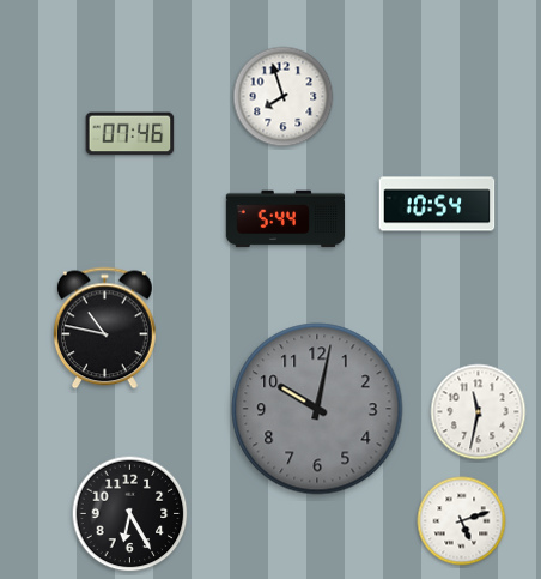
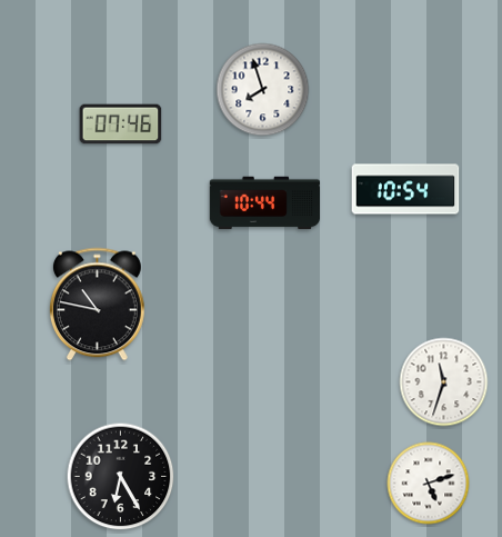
clock at (286, 219): 5:44 -> 10:44
clock at (317, 409): 10:02 -> none
clock at (479, 412): 11:32 -> 11:33
